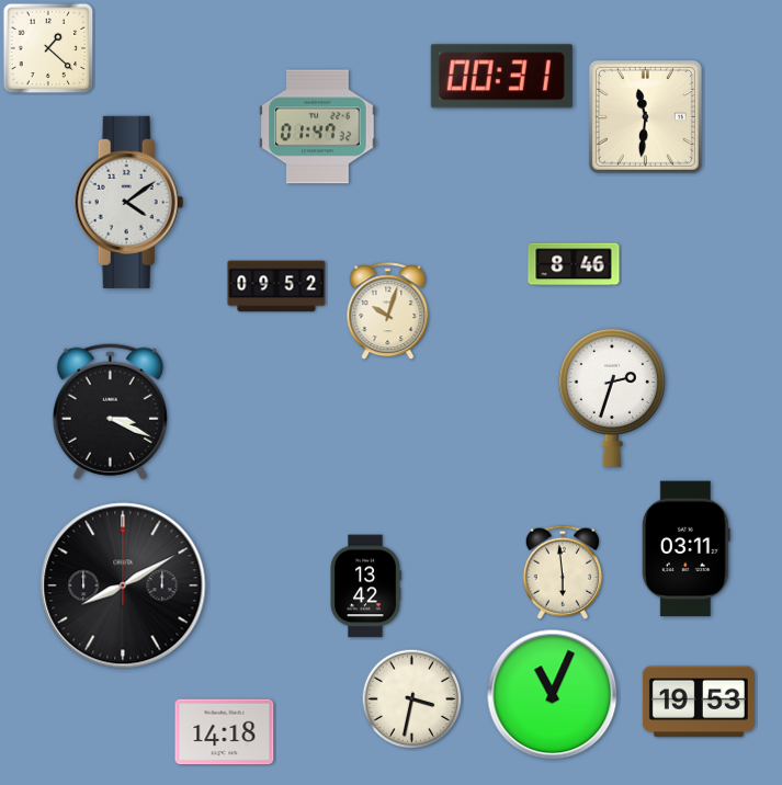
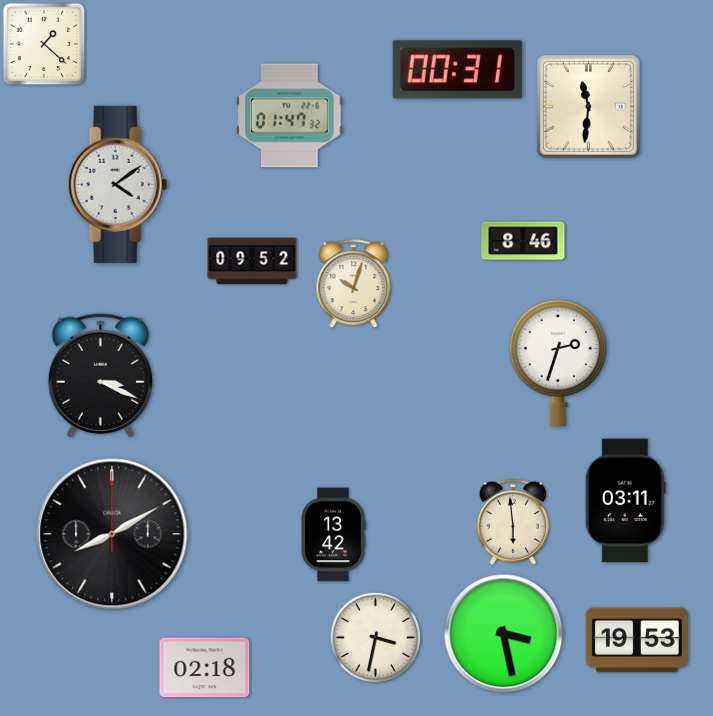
clock at (553, 695): 11:04 -> 3:28
clock at (225, 732): 14:18 -> 02:18
